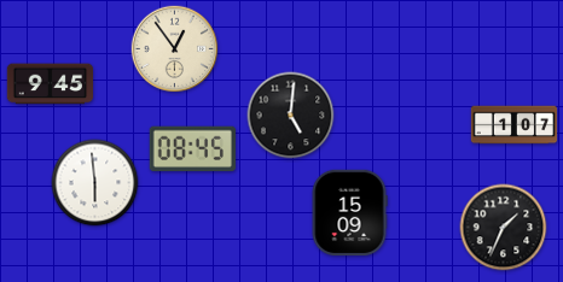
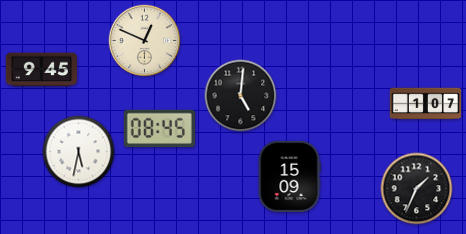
clock at (175, 49): 12:54 -> 12:49
clock at (192, 149) position: (192, 149) -> (159, 129)
clock at (95, 183): 5:59 -> 5:32
